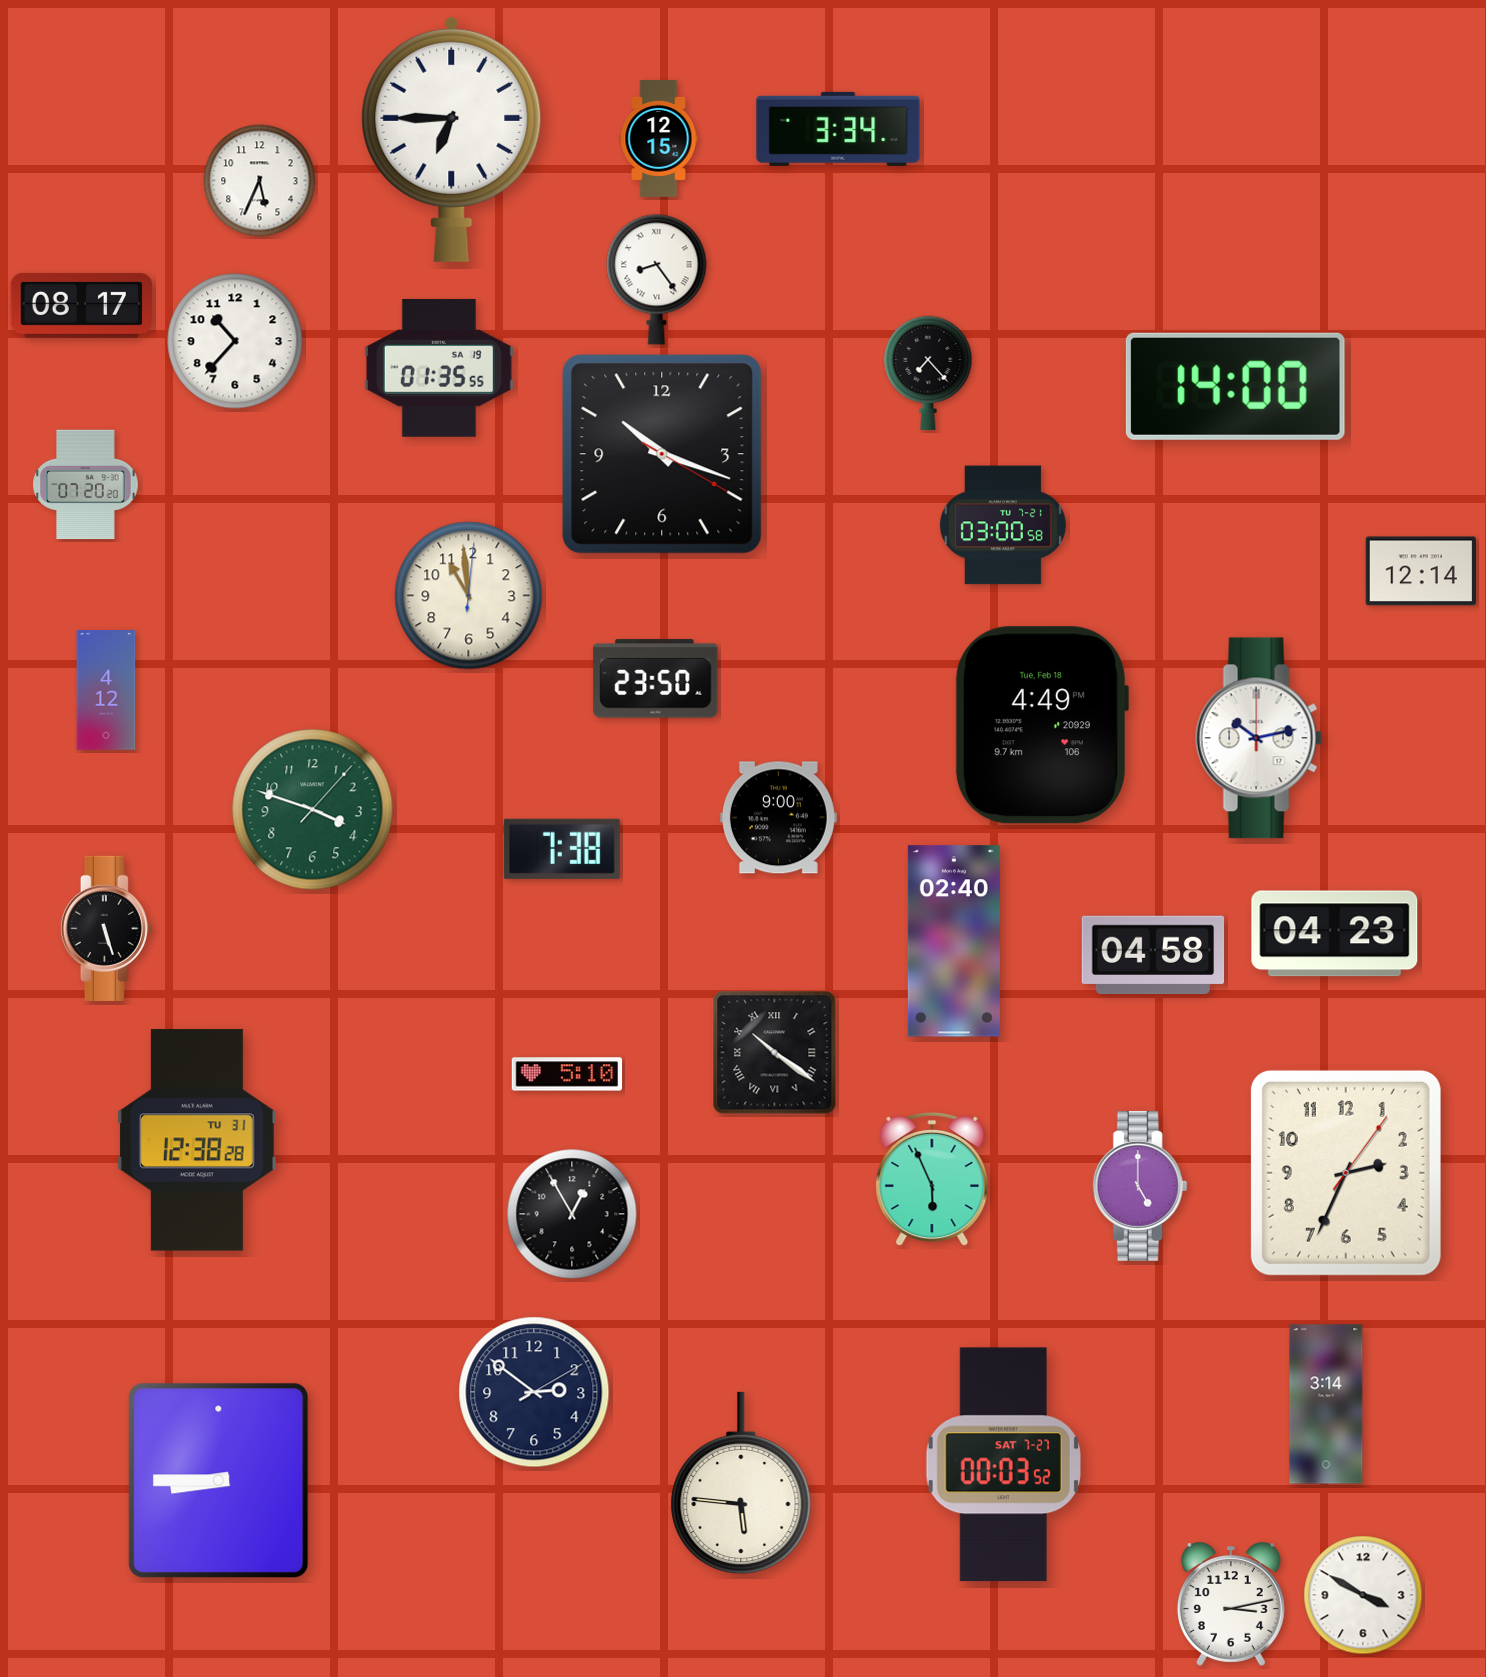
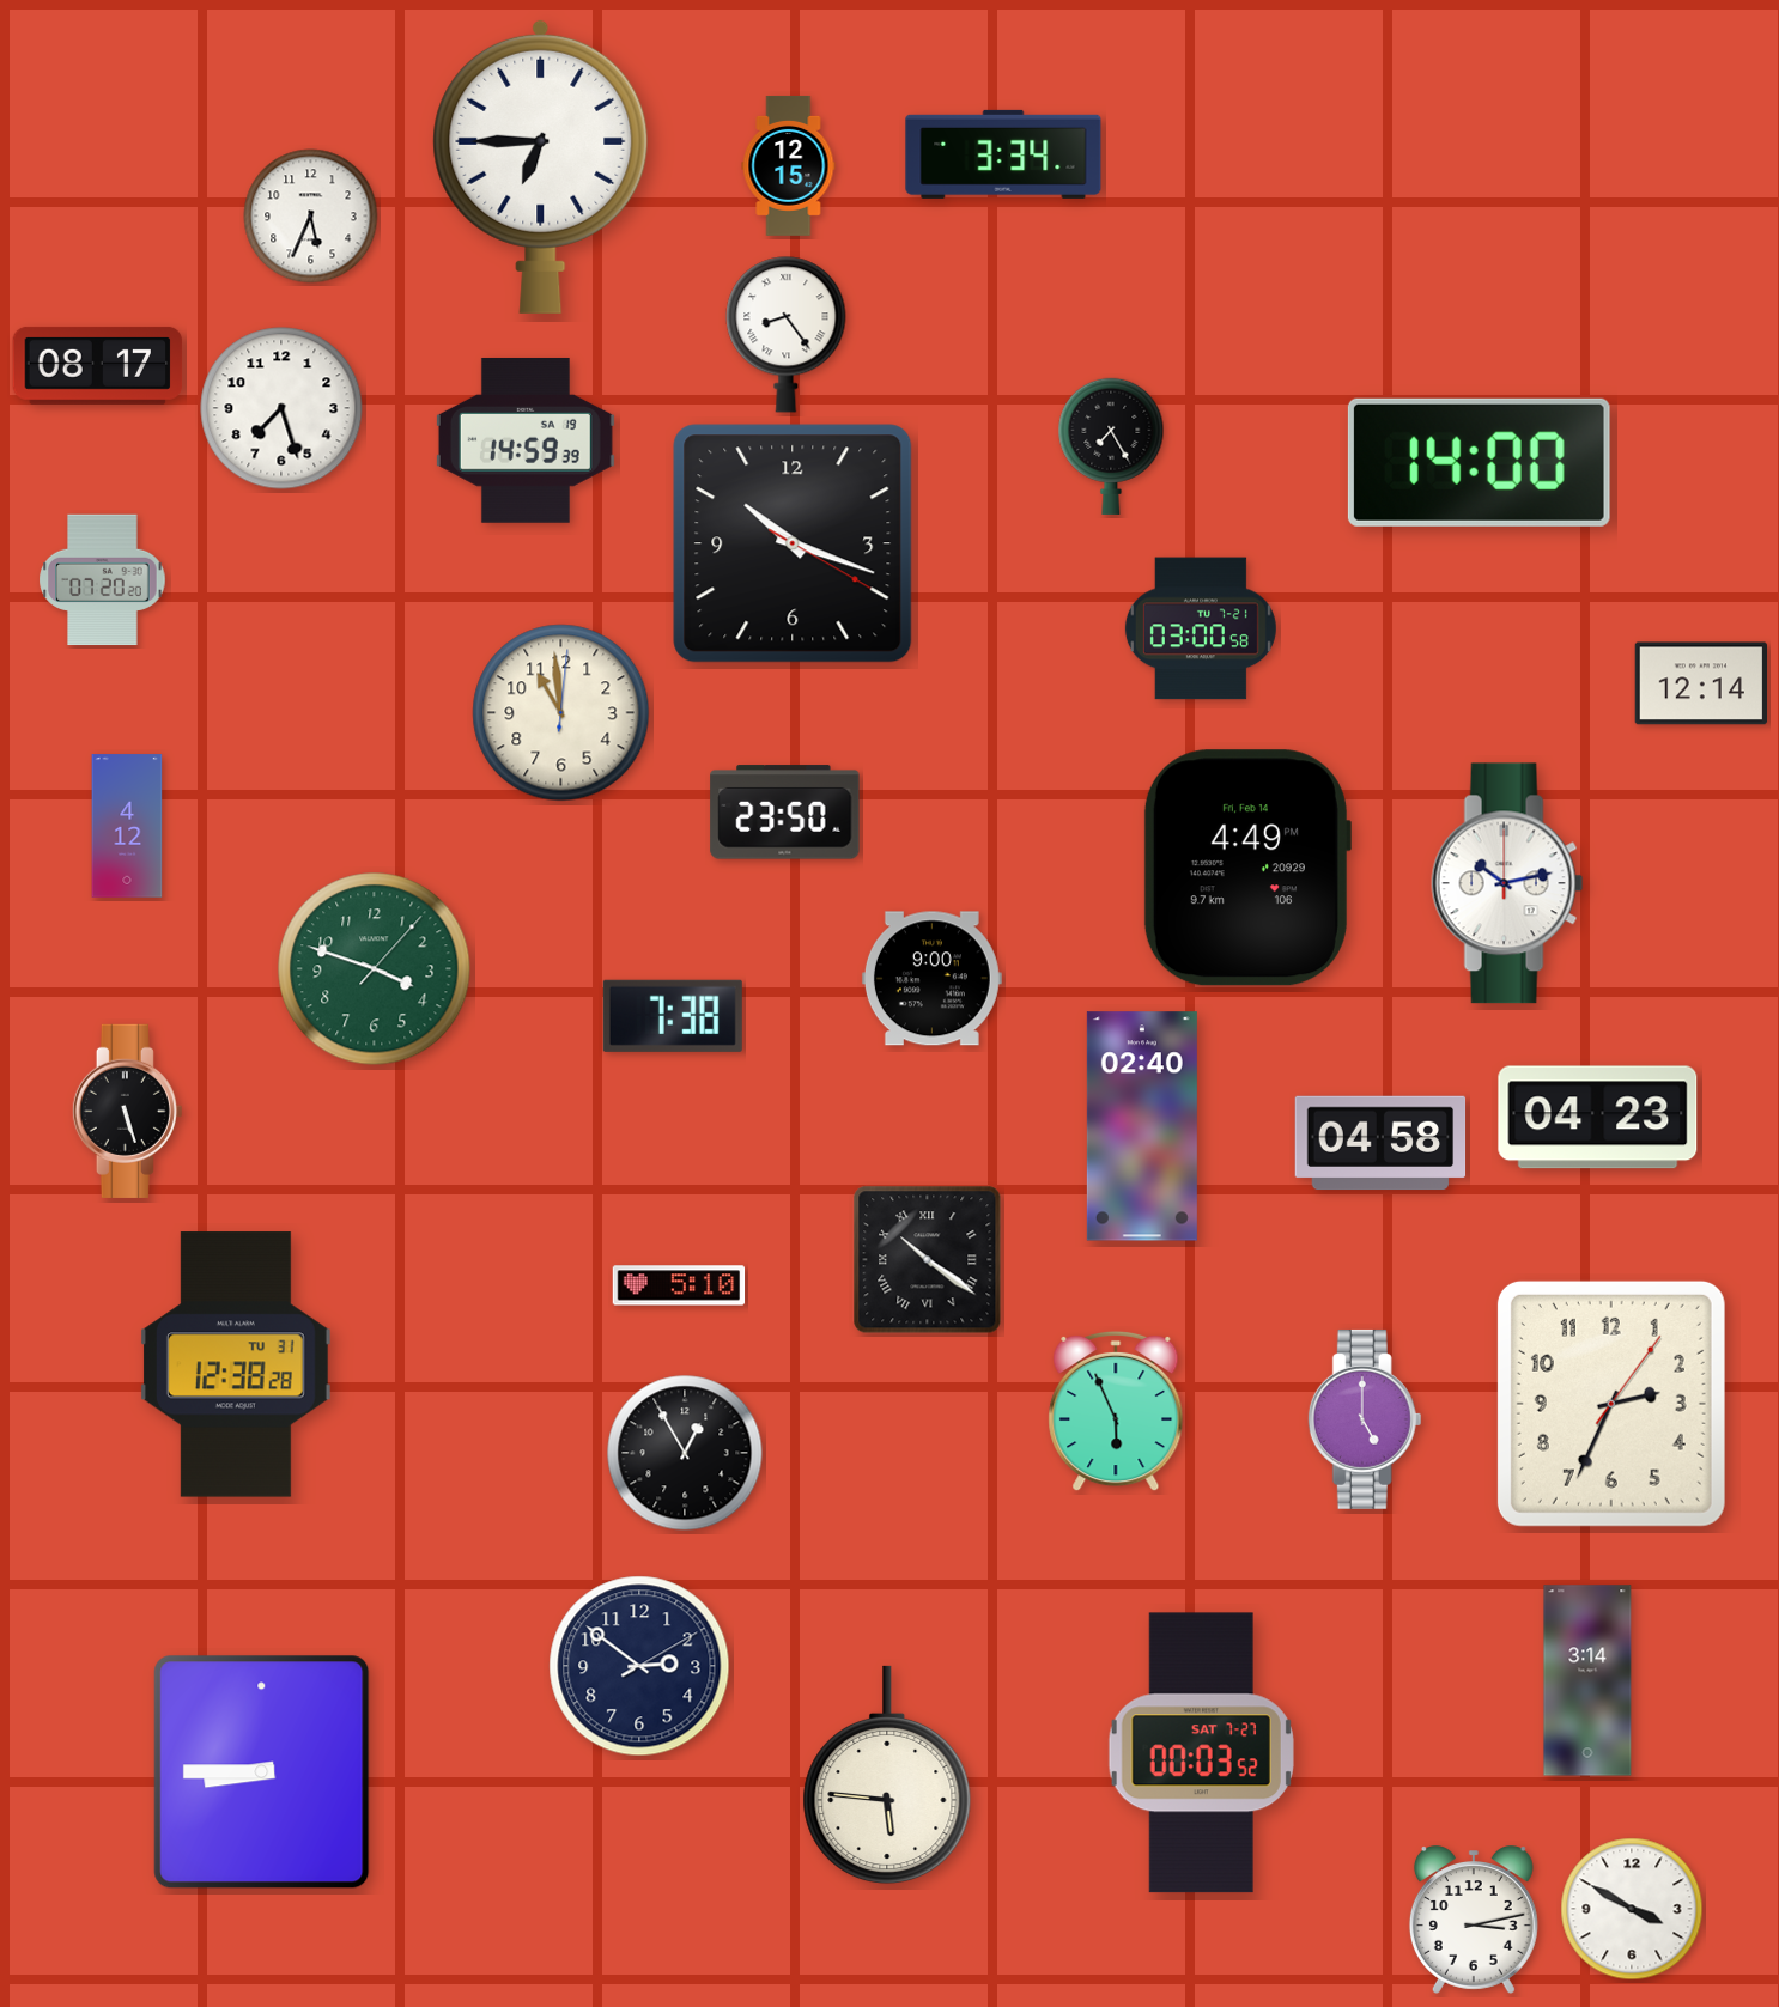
clock at (235, 341): 10:37 -> 7:27
clock at (439, 368): 01:35 -> 14:59
clock at (928, 373): 7:23 -> 7:25
clock at (1041, 725) date: Tue, Feb 18 -> Fri, Feb 14
